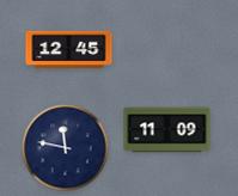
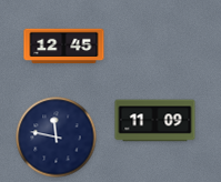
clock at (66, 148) position: (66, 148) -> (57, 138)
